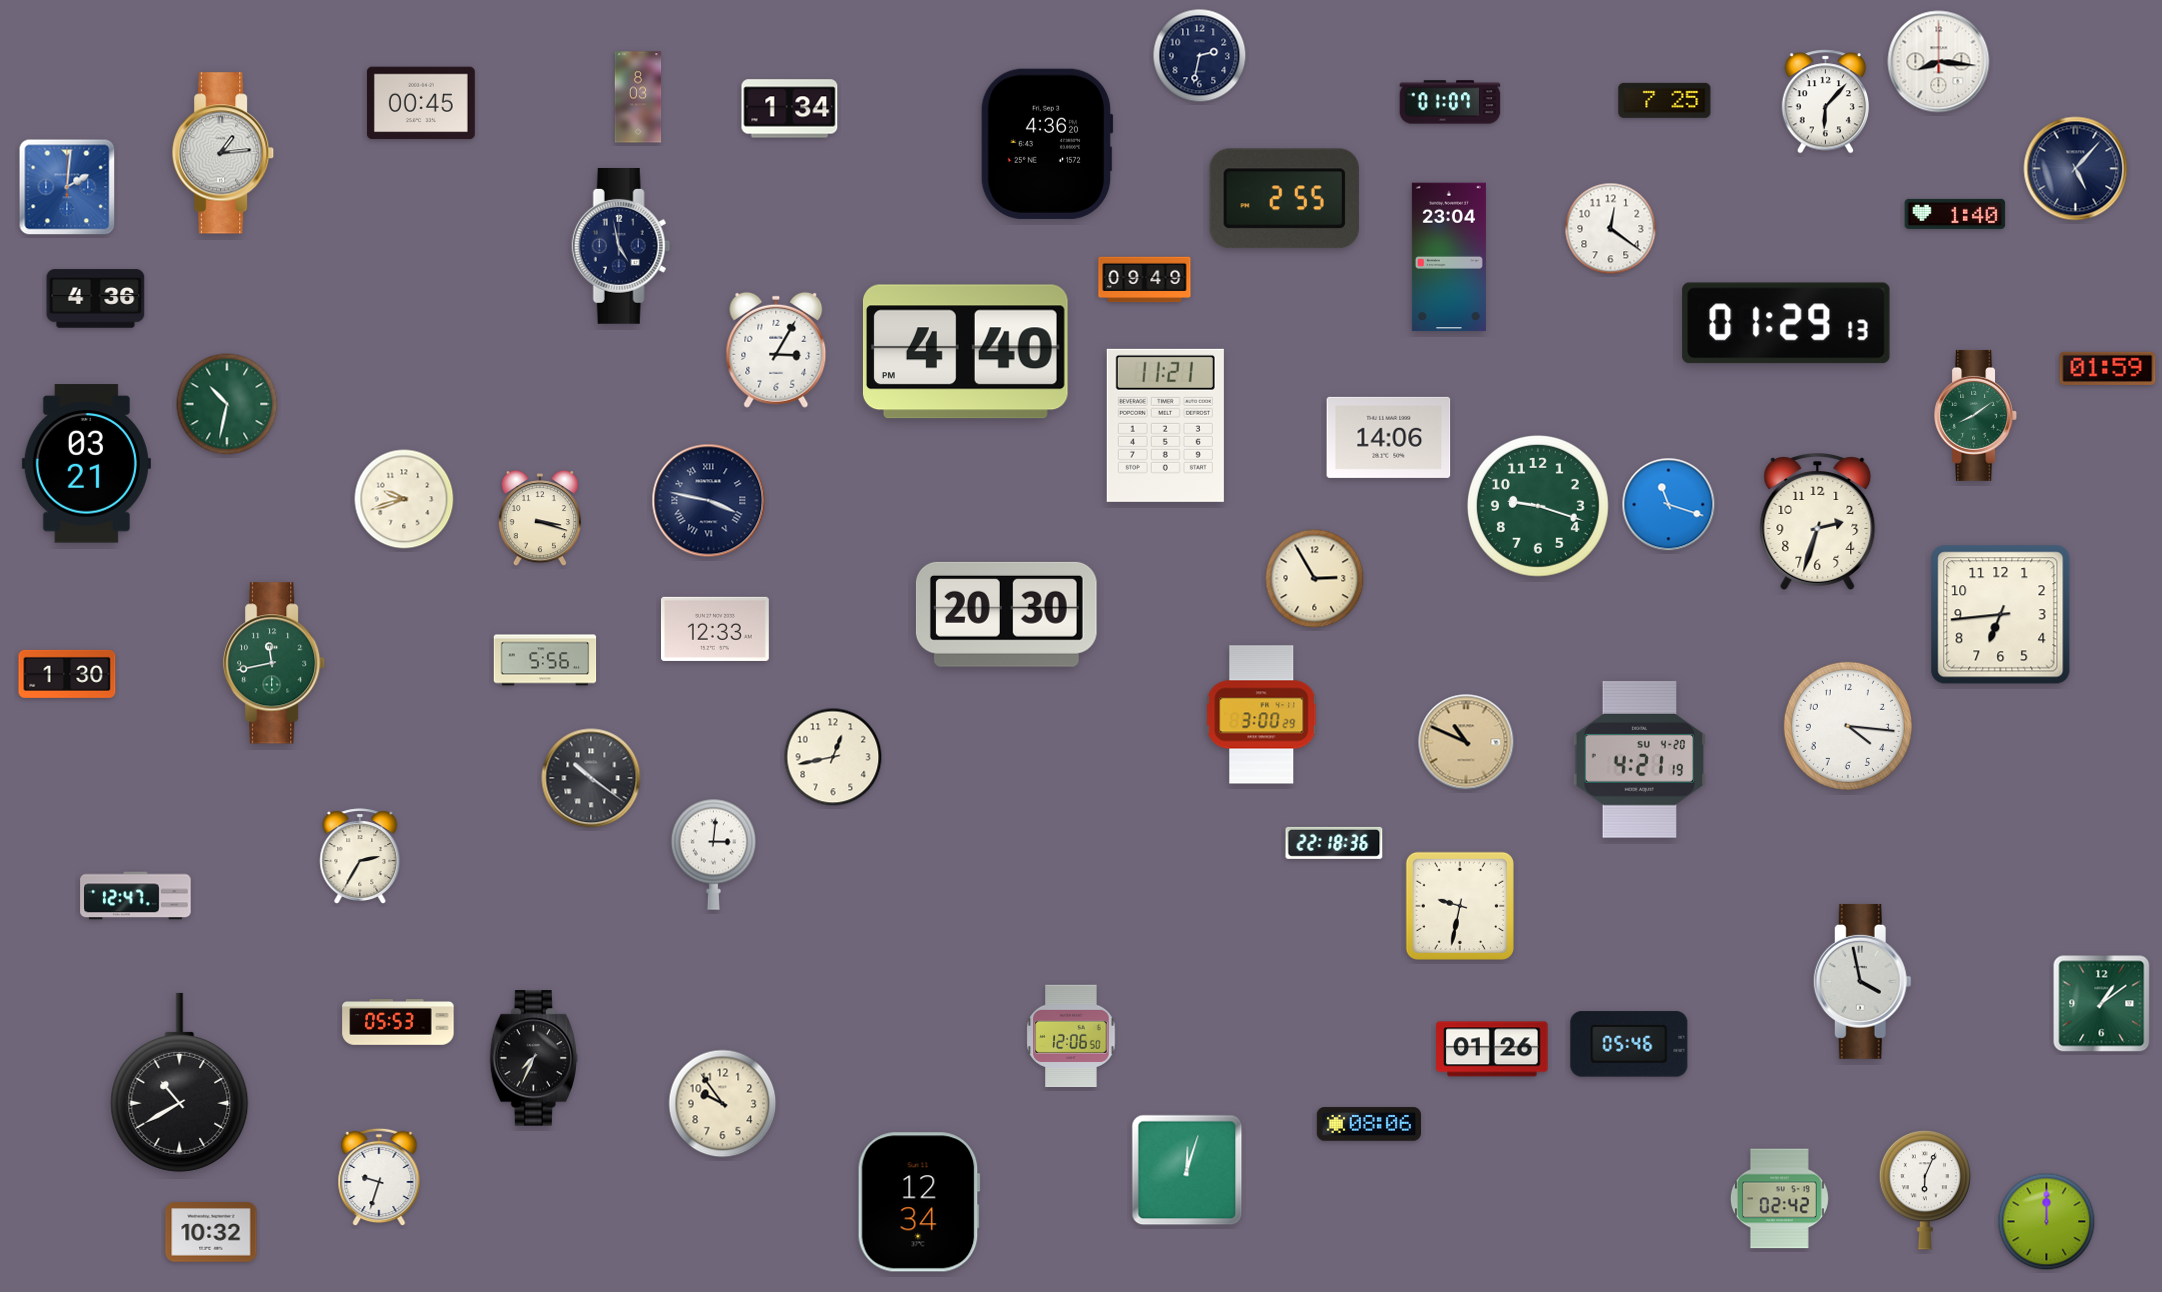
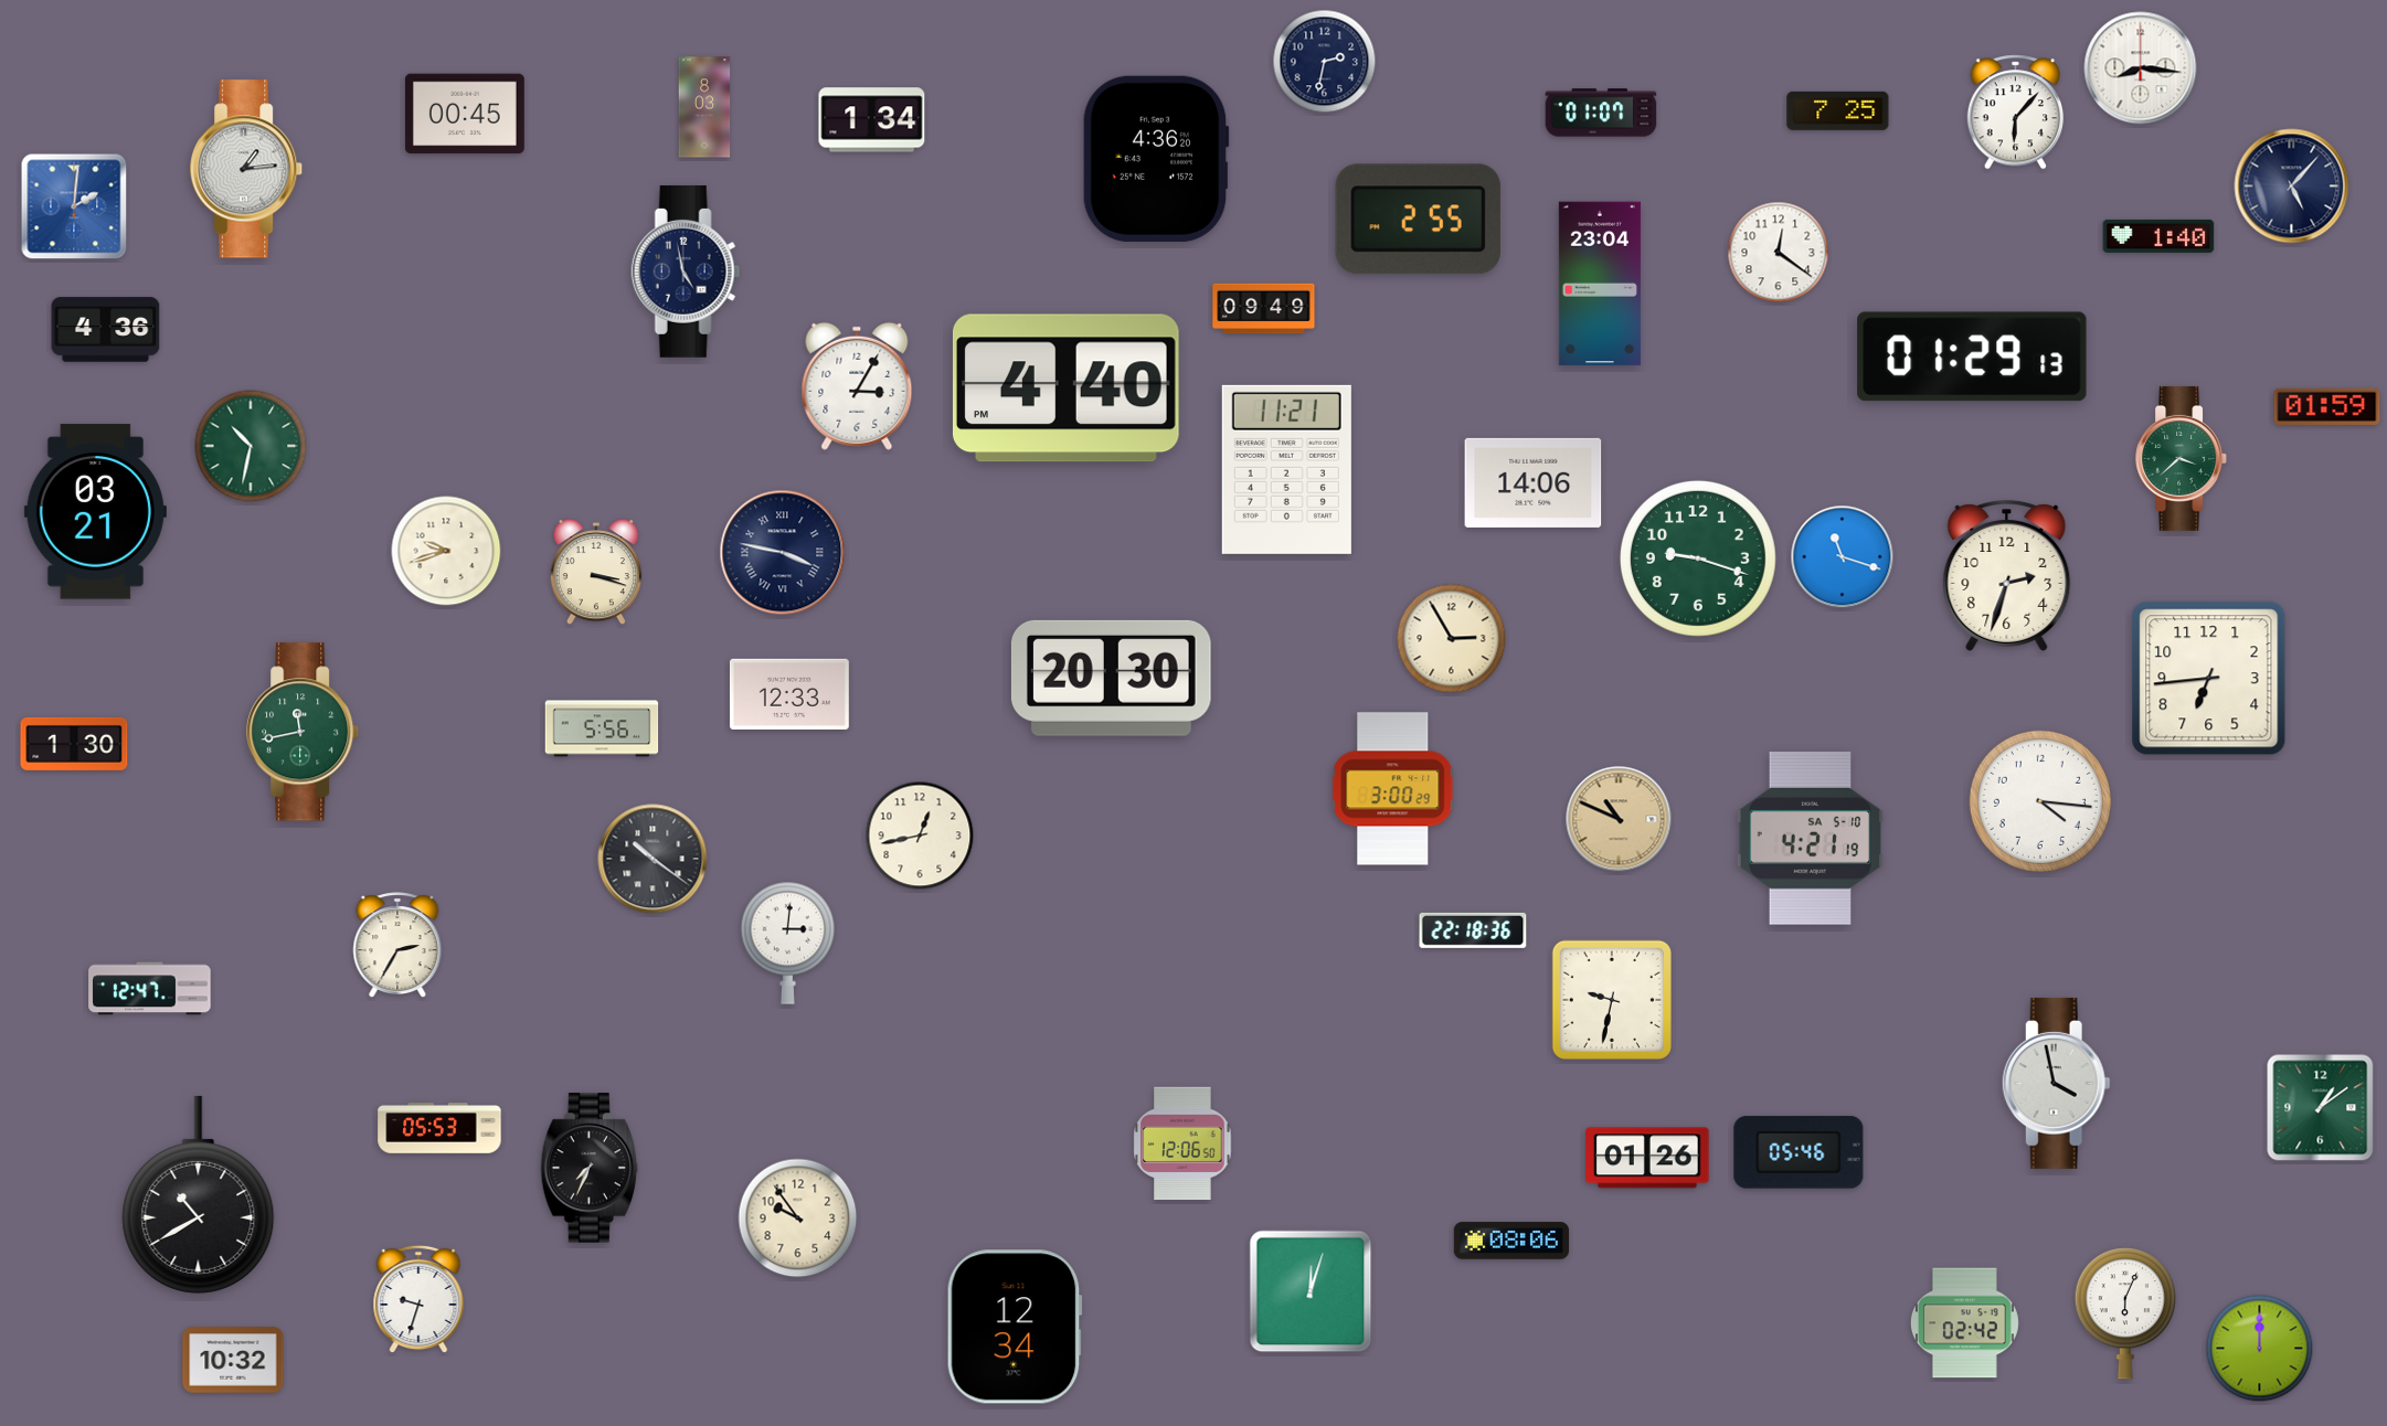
clock at (1976, 415): 8:09 -> 3:38
clock at (1639, 759) date: SU 4-20 -> SA 5-10
